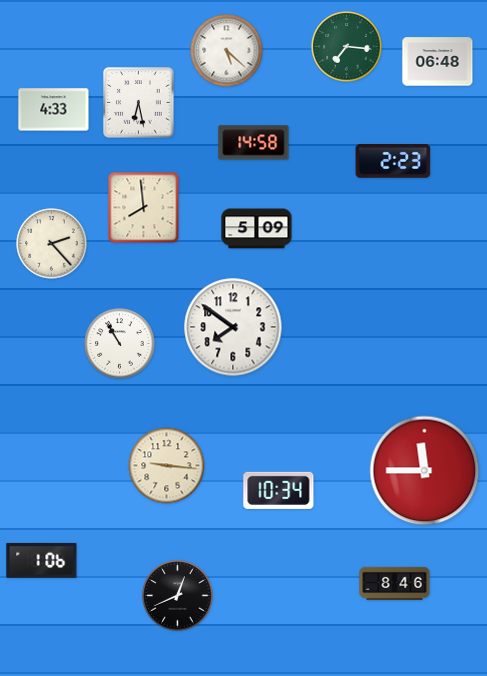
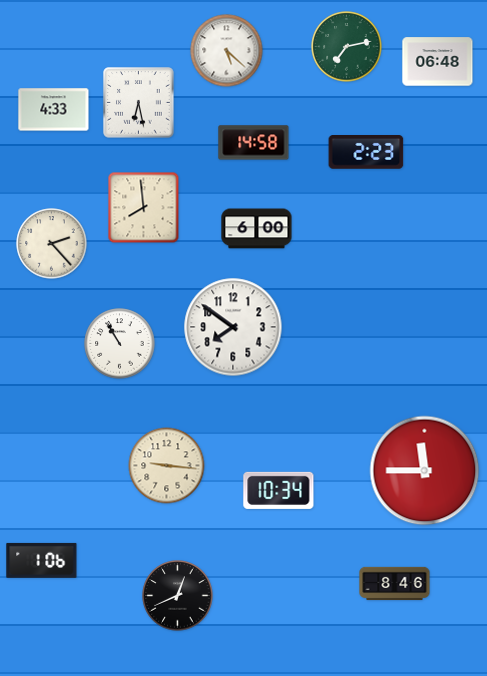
clock at (347, 47): 7:16 -> 7:13
clock at (393, 162) position: (393, 162) -> (366, 153)
clock at (257, 229): 5:09 -> 6:00
